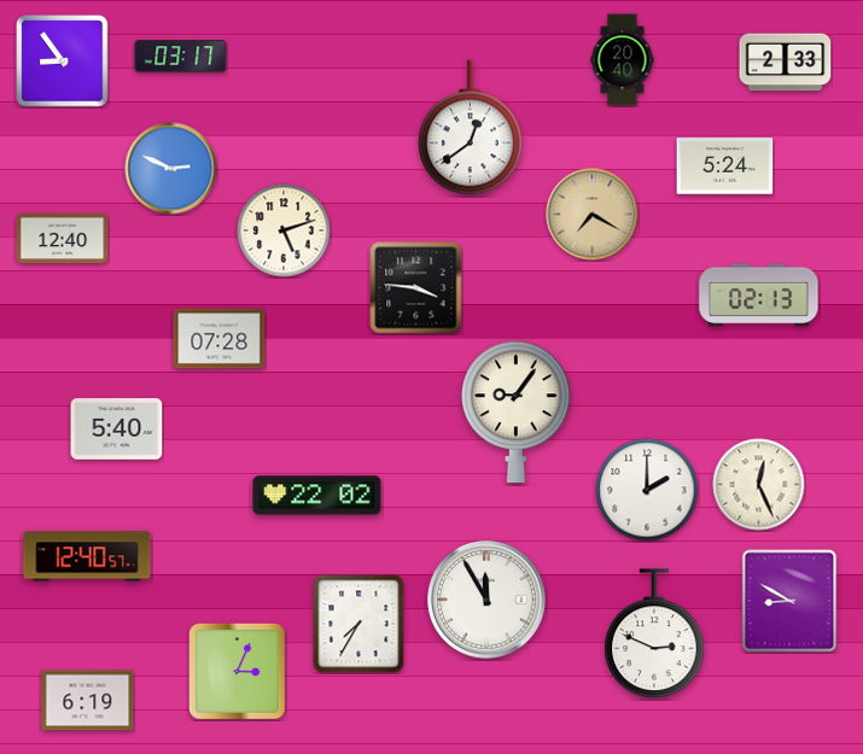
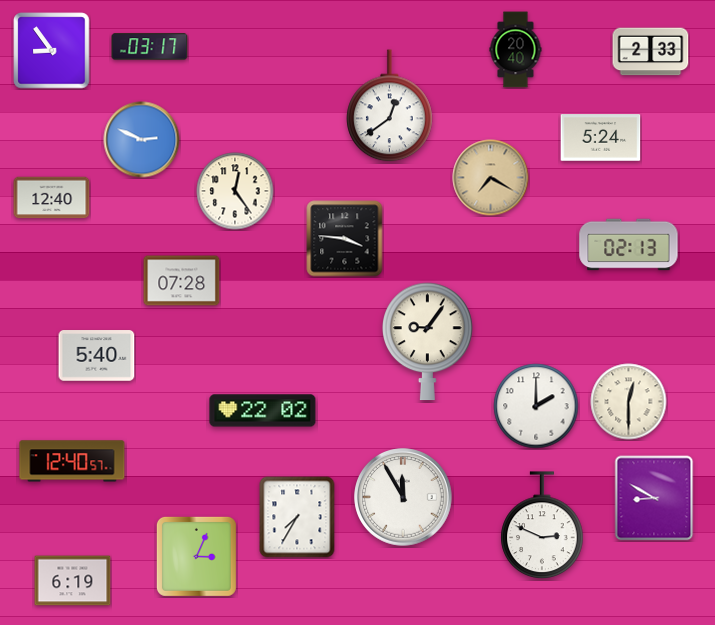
clock at (284, 230): 5:12 -> 12:24
clock at (759, 485): 12:26 -> 12:30
